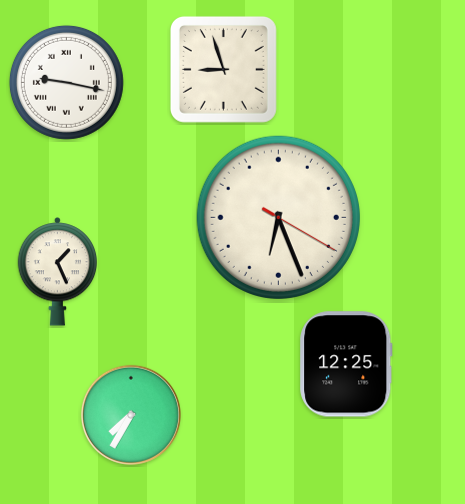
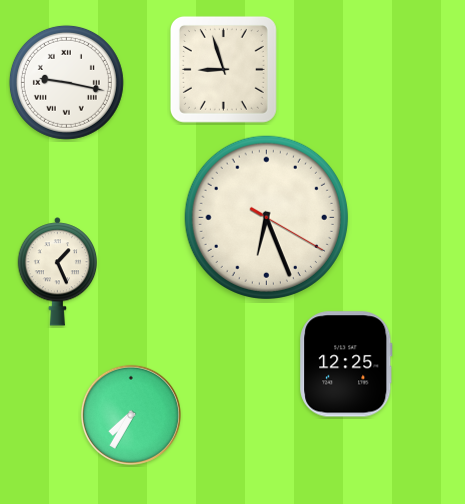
clock at (278, 217) position: (278, 217) -> (266, 217)
